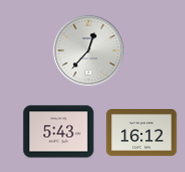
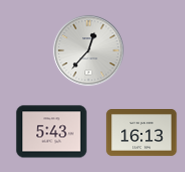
clock at (59, 132) position: (59, 132) -> (52, 132)
clock at (142, 133): 16:12 -> 16:13
